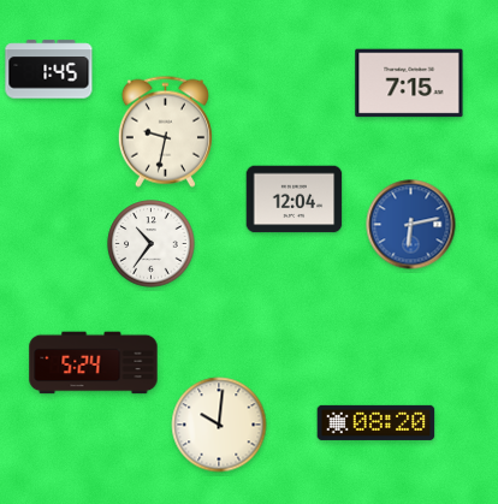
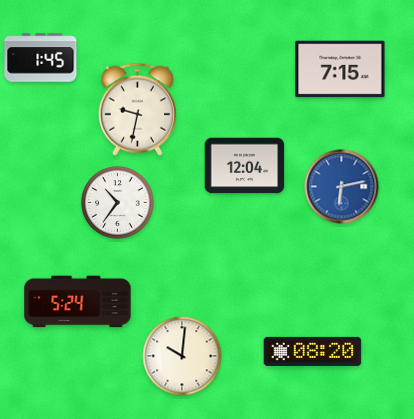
clock at (152, 244) position: (152, 244) -> (118, 203)
clock at (219, 425) position: (219, 425) -> (182, 356)
